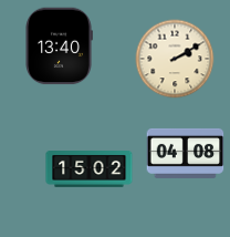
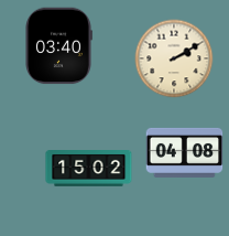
clock at (59, 47): 13:40 -> 03:40
